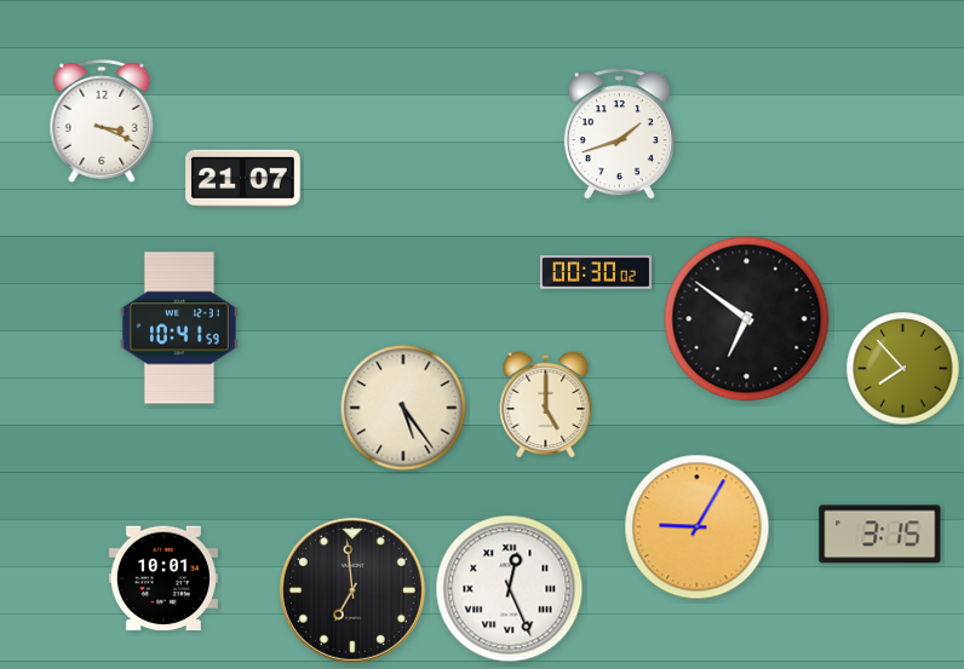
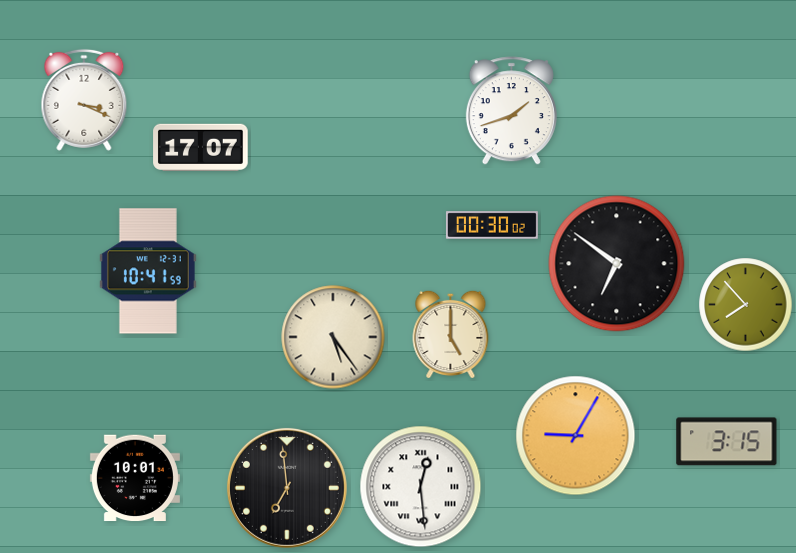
clock at (243, 178): 21:07 -> 17:07
clock at (510, 589): 12:26 -> 12:29
clock at (352, 590) position: (352, 590) -> (287, 488)
